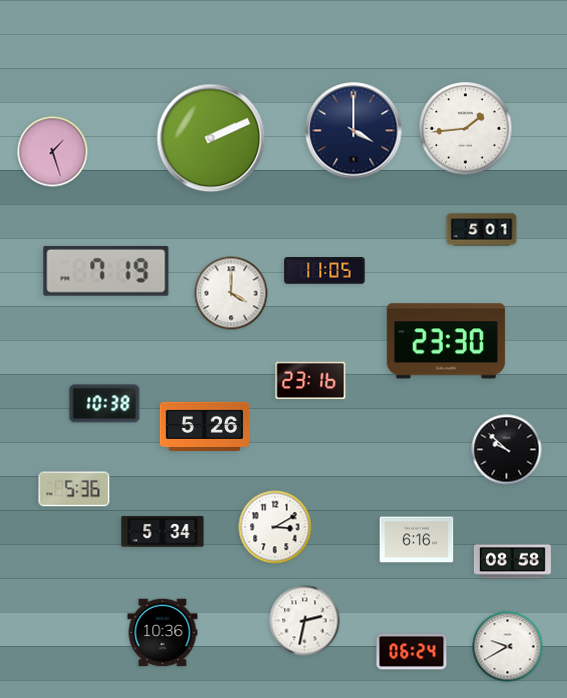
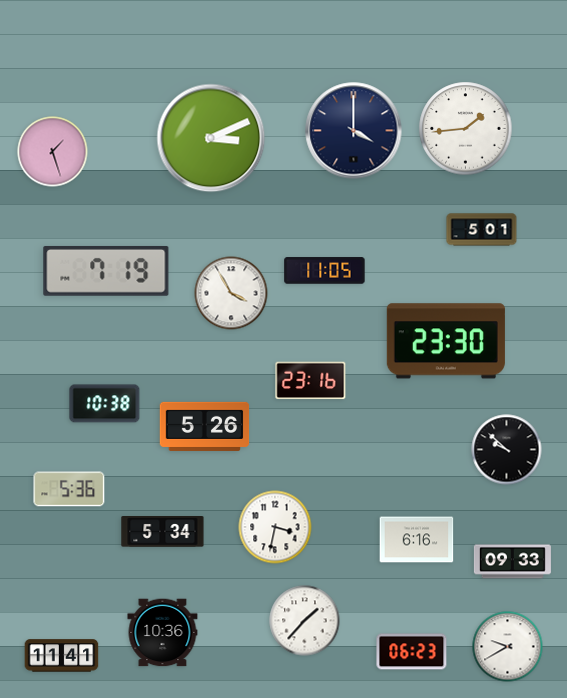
clock at (211, 138): 2:11 -> 3:11
clock at (231, 293): 4:00 -> 3:55
clock at (74, 489) position: (74, 489) -> (69, 489)
clock at (275, 527): 3:10 -> 3:32
clock at (512, 562): 08:58 -> 09:33
clock at (305, 621): 2:32 -> 1:37
clock at (412, 652): 06:24 -> 06:23
clock at (62, 656): none -> 11:41
